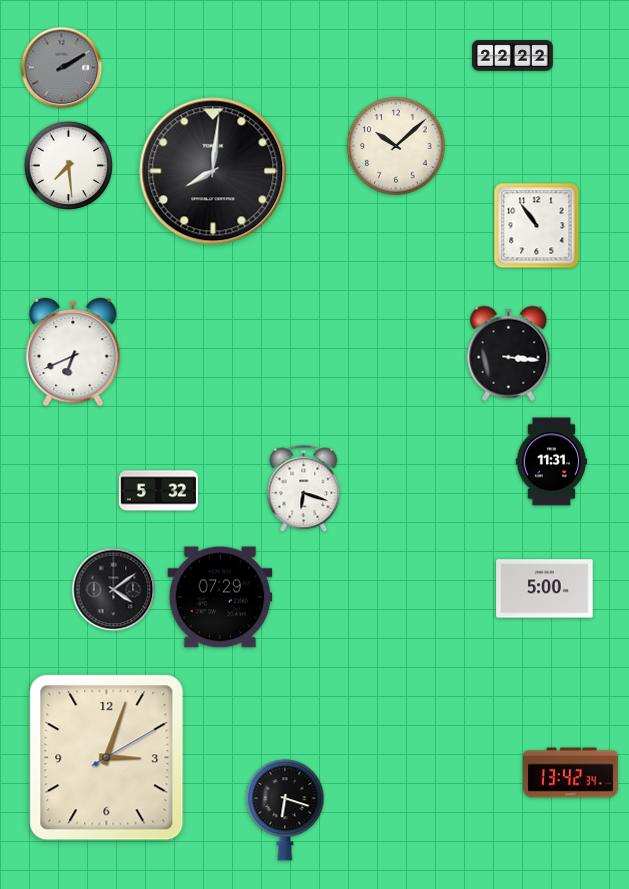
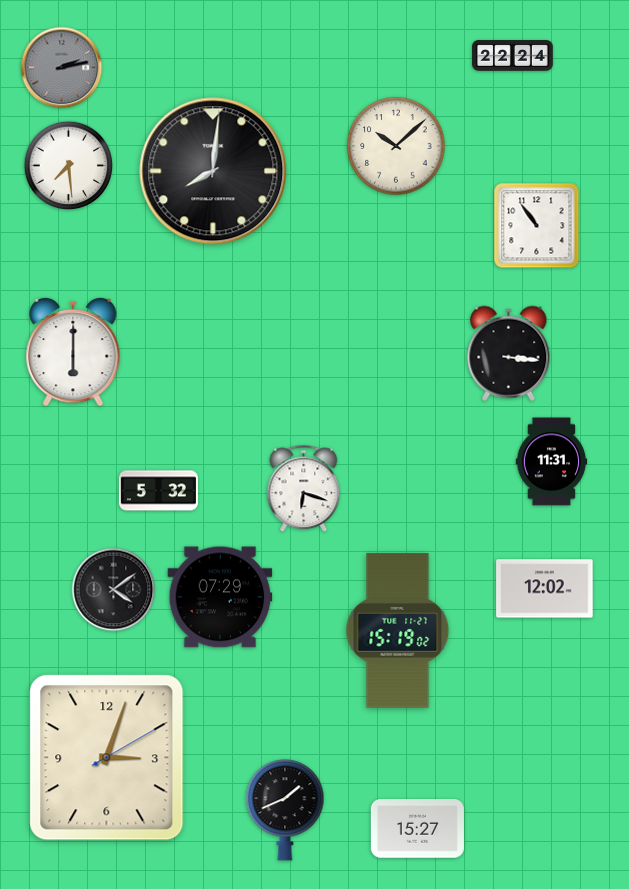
clock at (513, 56): 22:22 -> 22:24
clock at (62, 68): 2:10 -> 2:13
clock at (73, 352): 6:41 -> 6:00
clock at (545, 589): 5:00 -> 12:02
clock at (398, 631): none -> 15:19
clock at (571, 773): 13:42 -> none
clock at (285, 810): 6:18 -> 1:41
clock at (417, 829): none -> 15:27
